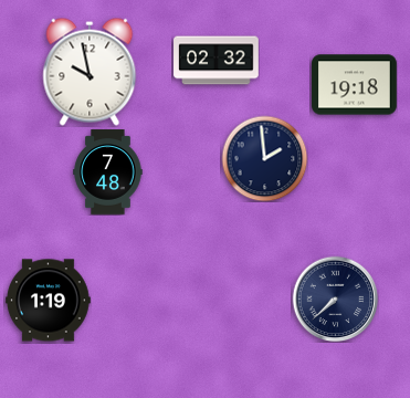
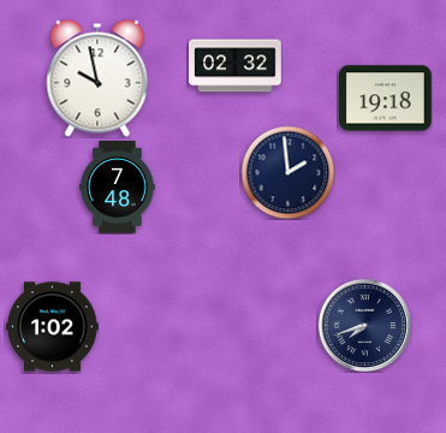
clock at (355, 85) position: (355, 85) -> (386, 99)
clock at (335, 298): 7:38 -> 7:42
clock at (49, 301): 1:19 -> 1:02
